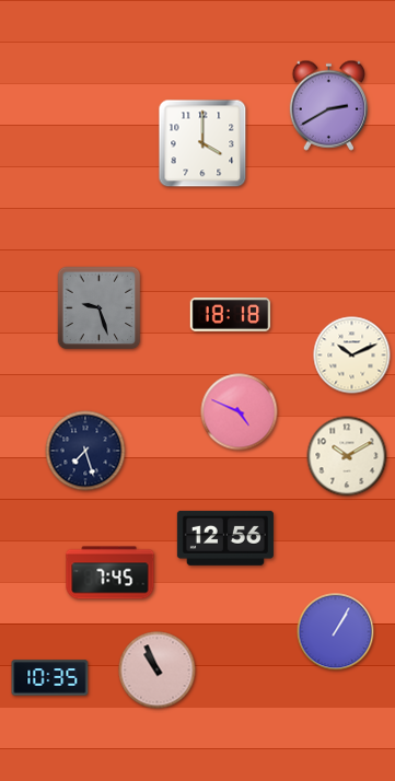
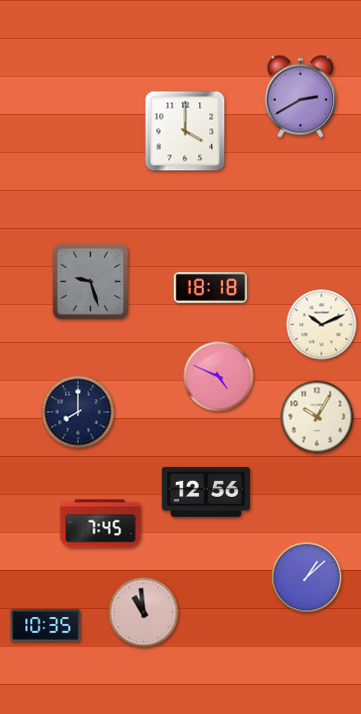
clock at (85, 451): 7:27 -> 8:00
clock at (347, 456): 10:10 -> 10:05
clock at (336, 632): 1:05 -> 1:08
clock at (158, 671): 10:56 -> 10:59
clock at (50, 678) position: (50, 678) -> (46, 626)
